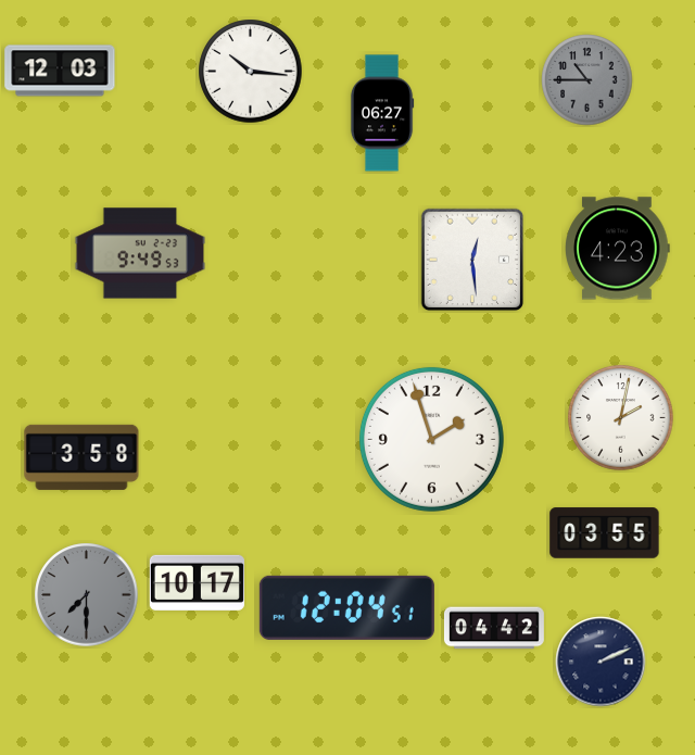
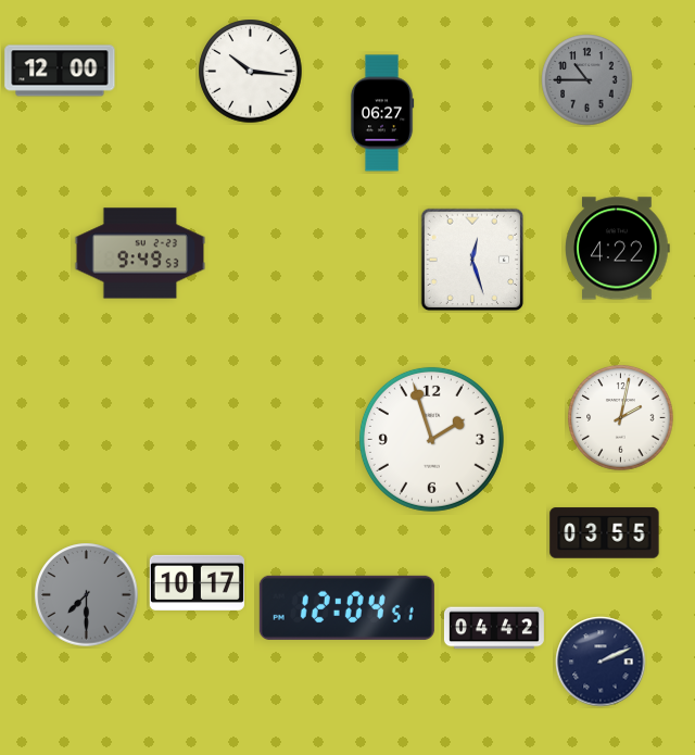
clock at (60, 71): 12:03 -> 12:00
clock at (618, 249): 4:23 -> 4:22
clock at (472, 260): 12:29 -> 12:27
clock at (81, 457): 3:58 -> none
